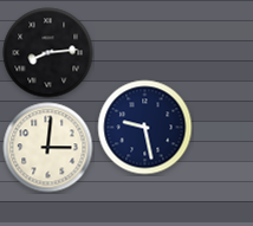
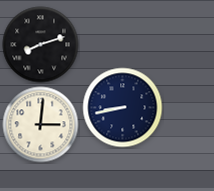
clock at (48, 53): 8:14 -> 8:12
clock at (145, 128): 9:28 -> 8:43
